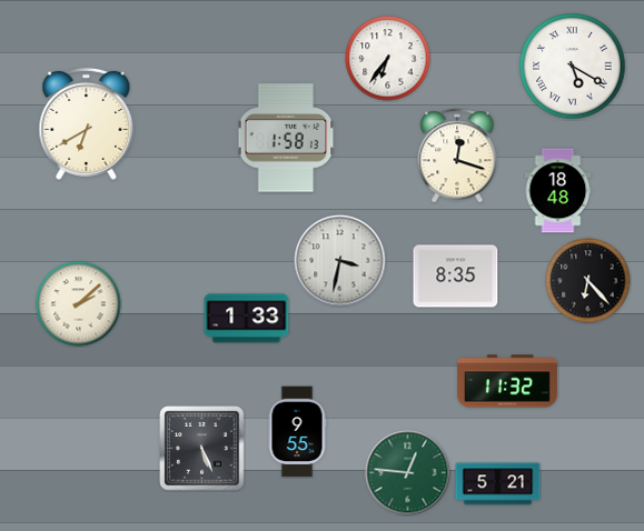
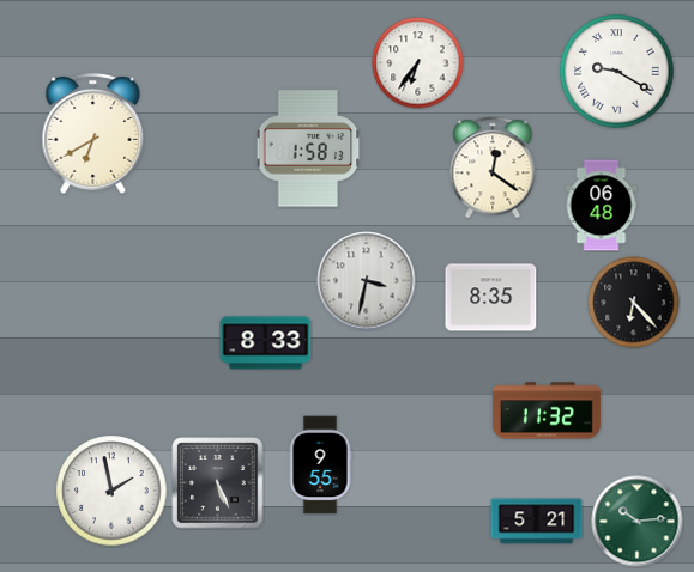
clock at (573, 67): 5:20 -> 9:20
clock at (457, 156): 12:18 -> 12:21
clock at (558, 191): 18:48 -> 06:48
clock at (79, 304): 2:08 -> none
clock at (247, 319): 1:33 -> 8:33
clock at (111, 491): none -> 1:58
clock at (408, 473): 12:46 -> none
clock at (638, 522): none -> 10:14
